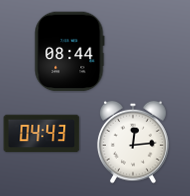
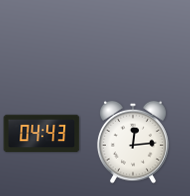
clock at (70, 52): 08:44 -> none
